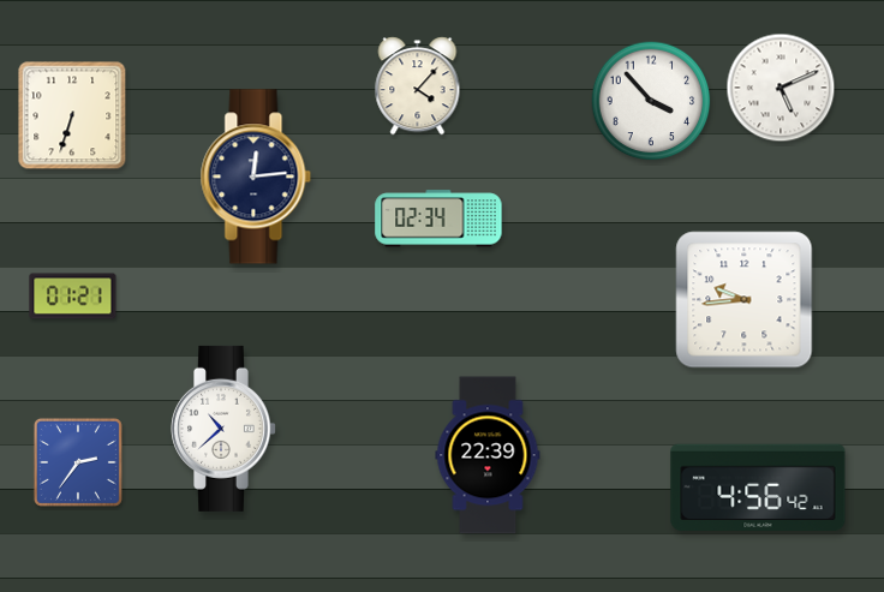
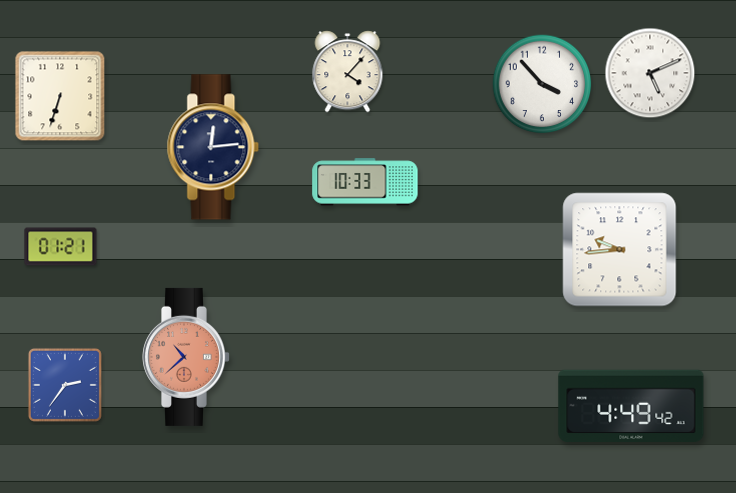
clock at (438, 219): 02:34 -> 10:33
clock at (225, 429) dial: white -> salmon
clock at (488, 455): 22:39 -> none
clock at (758, 488): 4:56 -> 4:49
